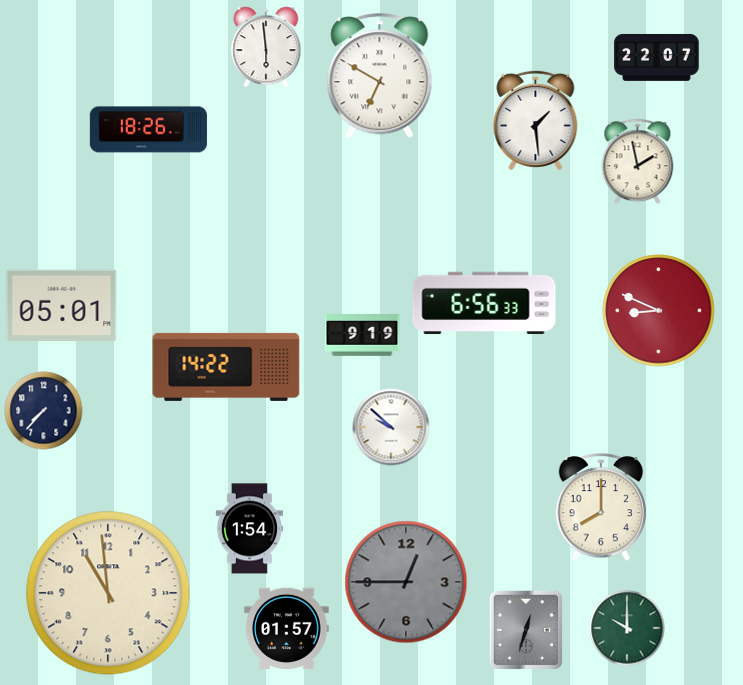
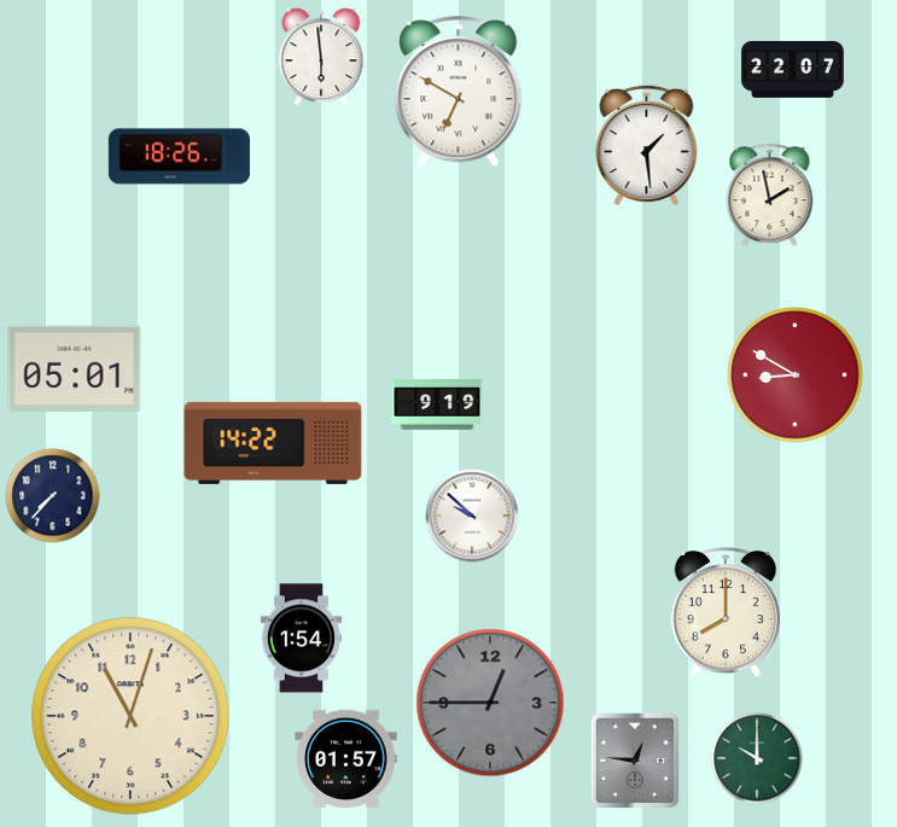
clock at (484, 302): 6:56 -> none
clock at (659, 311): 8:49 -> 8:50
clock at (108, 593): 10:59 -> 11:03
clock at (526, 630): 12:33 -> 12:46
